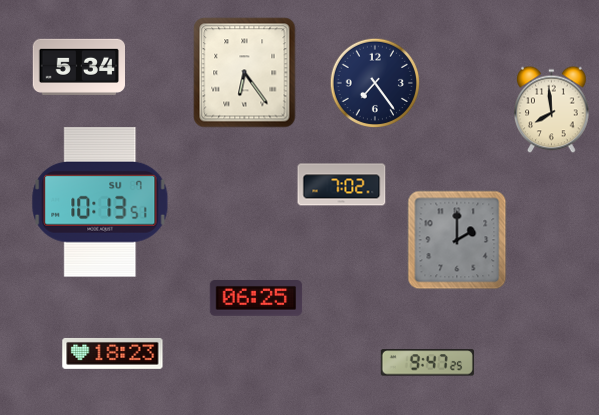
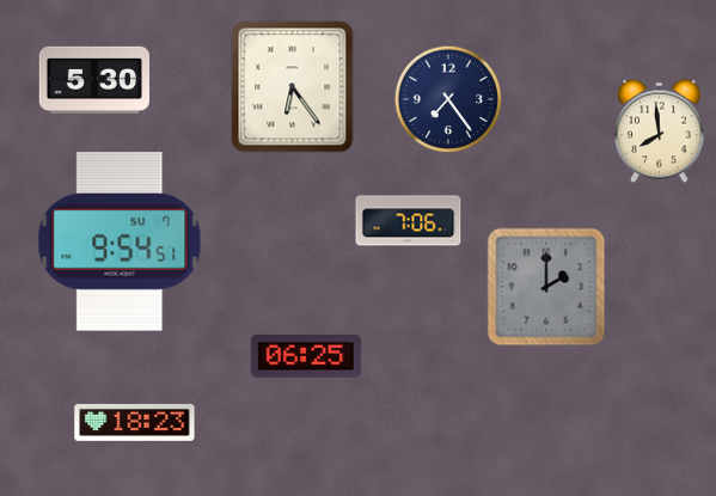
clock at (79, 67): 5:34 -> 5:30
clock at (342, 185): 7:02 -> 7:06
clock at (100, 202): 10:13 -> 9:54
clock at (427, 363): 9:47 -> none
